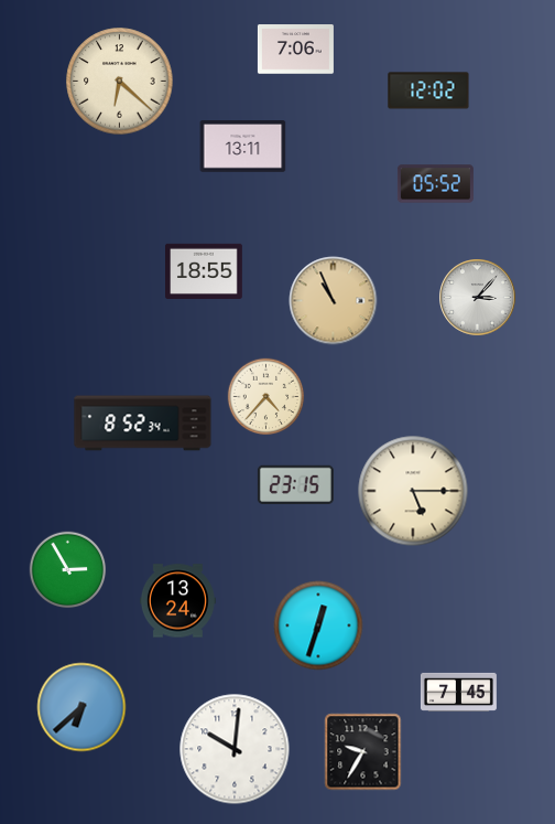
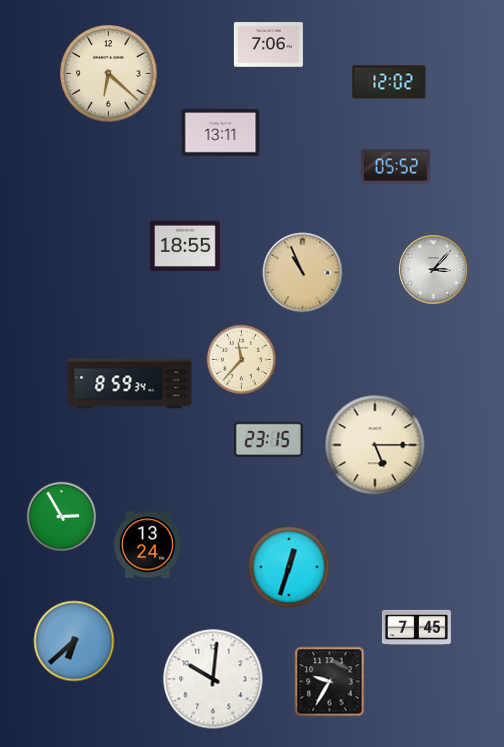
clock at (266, 397): 4:37 -> 11:37
clock at (143, 424): 8:52 -> 8:59
clock at (177, 601) position: (177, 601) -> (147, 545)
